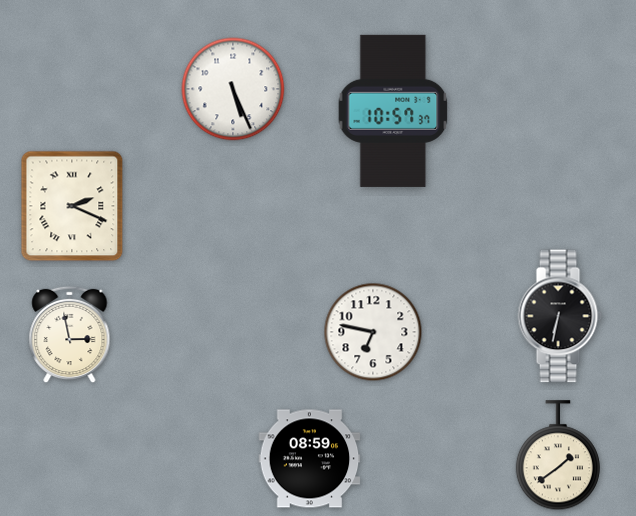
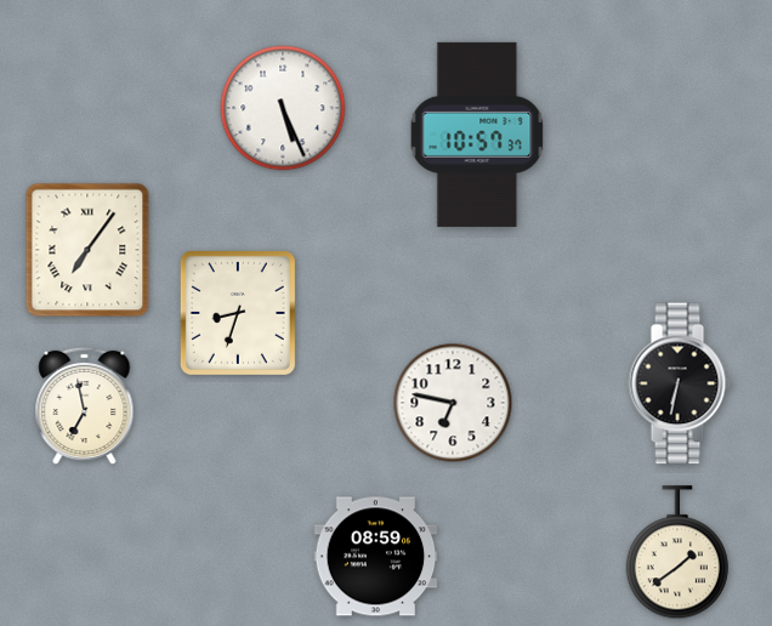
clock at (72, 206): 2:19 -> 7:06
clock at (238, 313): none -> 8:33
clock at (70, 335): 2:58 -> 6:58
